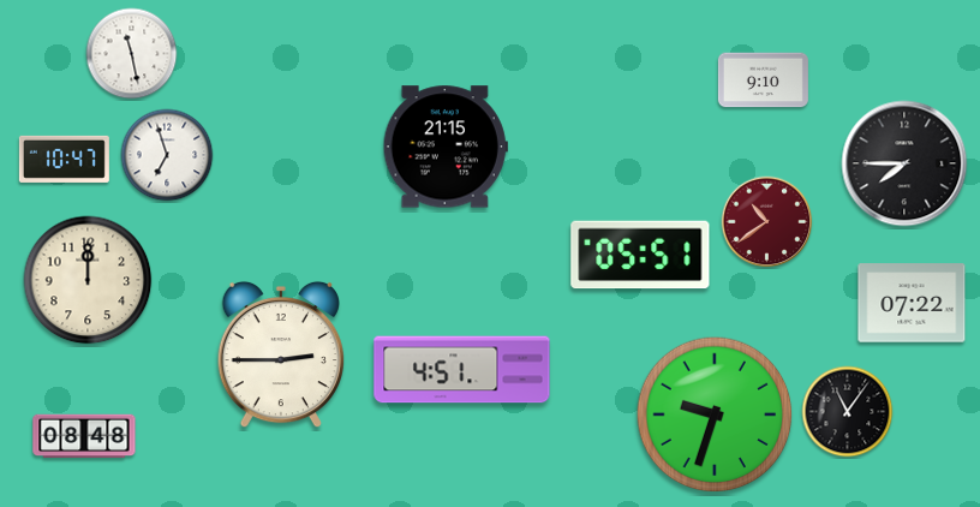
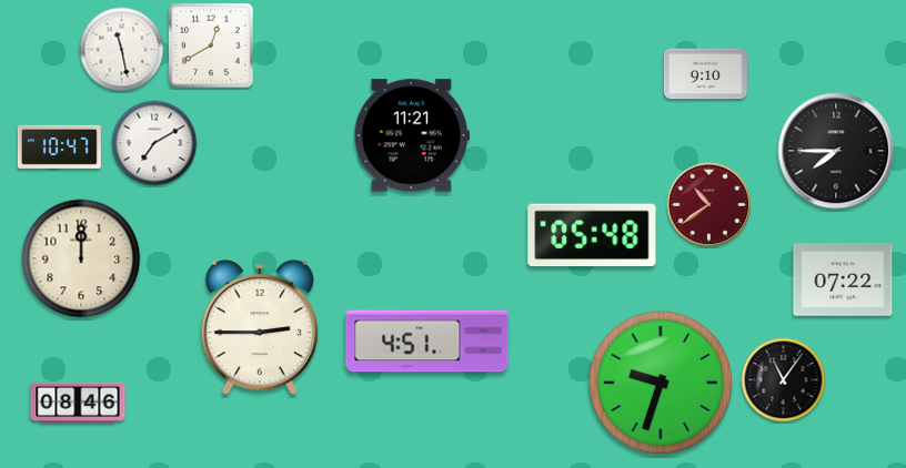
clock at (212, 47): none -> 12:40
clock at (446, 147): 21:15 -> 11:21
clock at (167, 155): 6:57 -> 7:10
clock at (640, 255): 05:51 -> 05:48
clock at (84, 436): 08:48 -> 08:46
